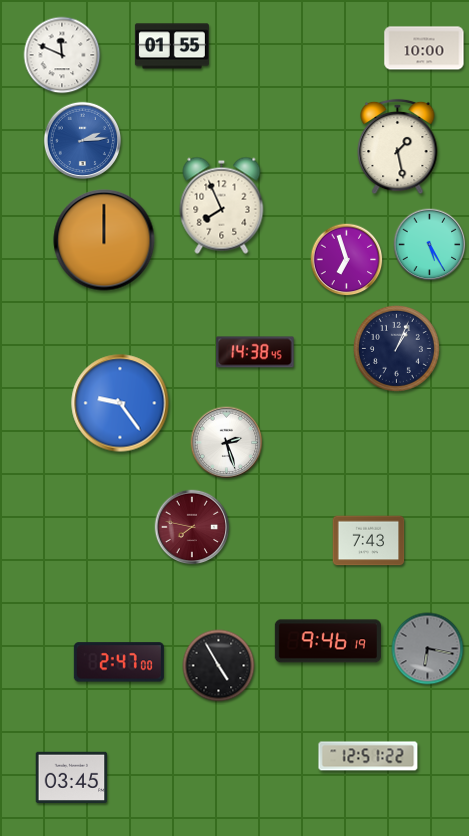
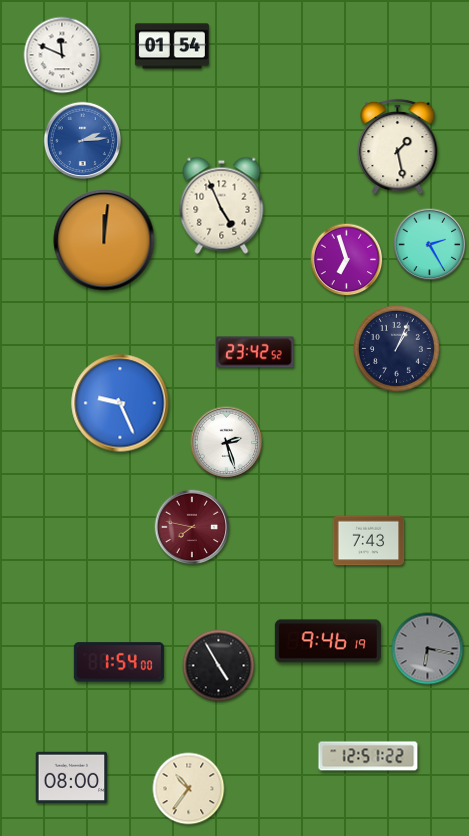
clock at (172, 46): 01:55 -> 01:54
clock at (424, 48): 10:00 -> none
clock at (222, 205): 7:56 -> 4:56
clock at (104, 240): 12:00 -> 12:01
clock at (430, 245): 5:25 -> 2:25
clock at (255, 352): 14:38 -> 23:42
clock at (120, 403): 9:24 -> 9:26
clock at (119, 662): 2:47 -> 1:54
clock at (72, 778): 03:45 -> 08:00
clock at (189, 789): none -> 10:36
